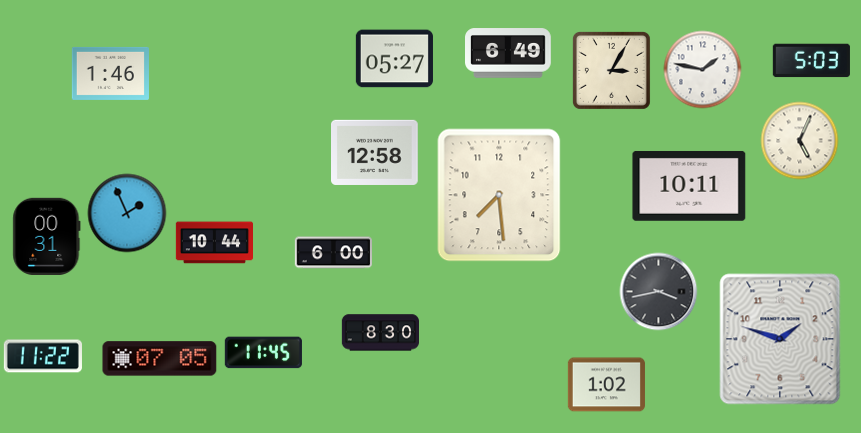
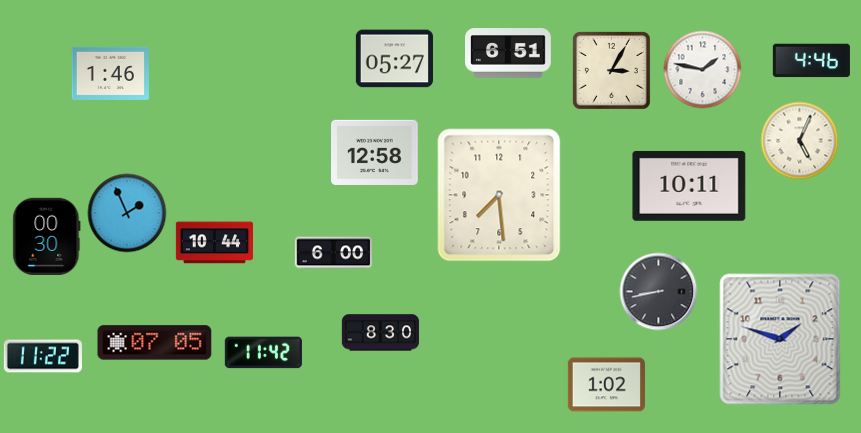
clock at (509, 53): 6:49 -> 6:51
clock at (811, 61): 5:03 -> 4:46
clock at (47, 236): 00:31 -> 00:30
clock at (658, 291): 3:43 -> 8:43
clock at (263, 353): 11:45 -> 11:42
clock at (160, 359) position: (160, 359) -> (155, 343)
